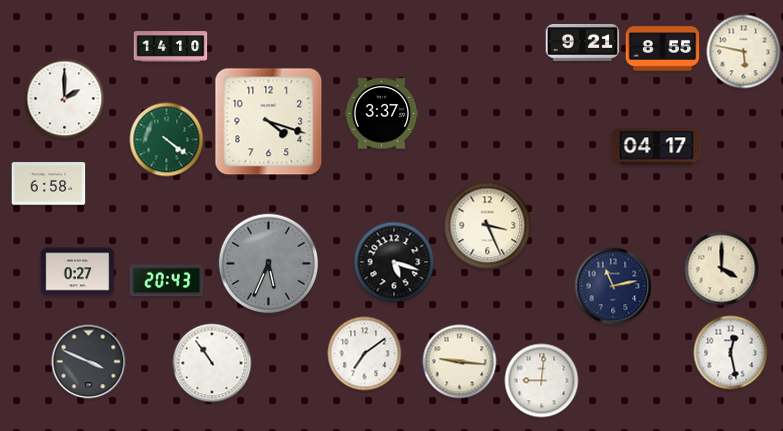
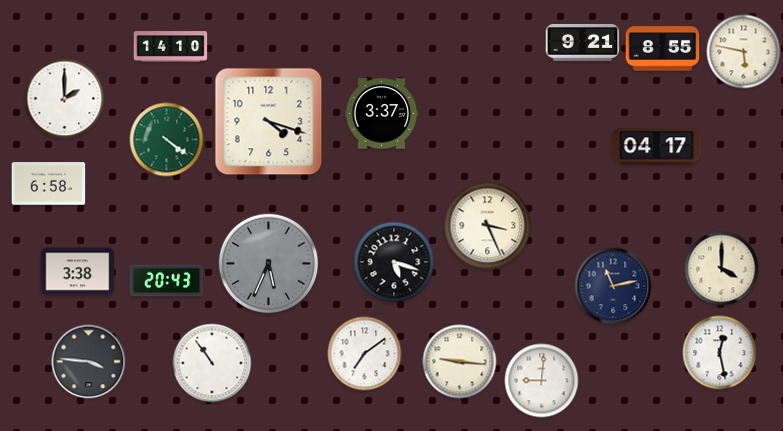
clock at (78, 272): 0:27 -> 3:38
clock at (731, 353) position: (731, 353) -> (720, 353)
clock at (89, 362): 3:49 -> 3:46
